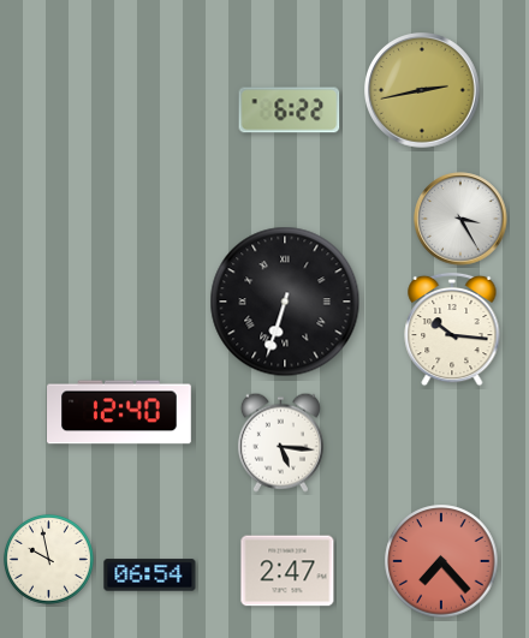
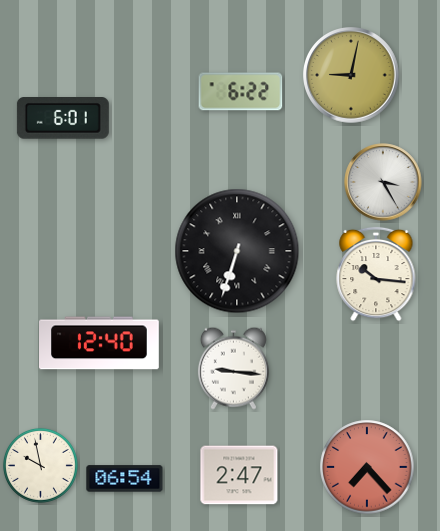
clock at (422, 90): 2:43 -> 9:02
clock at (63, 118): none -> 6:01
clock at (280, 442): 5:16 -> 9:16
